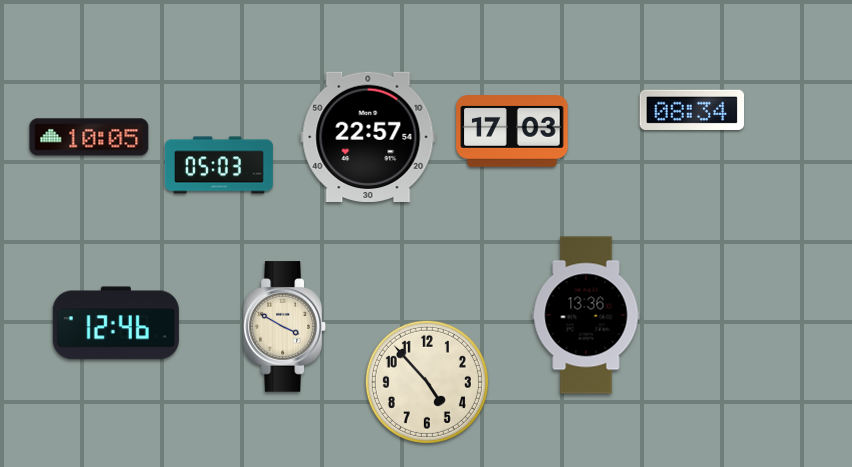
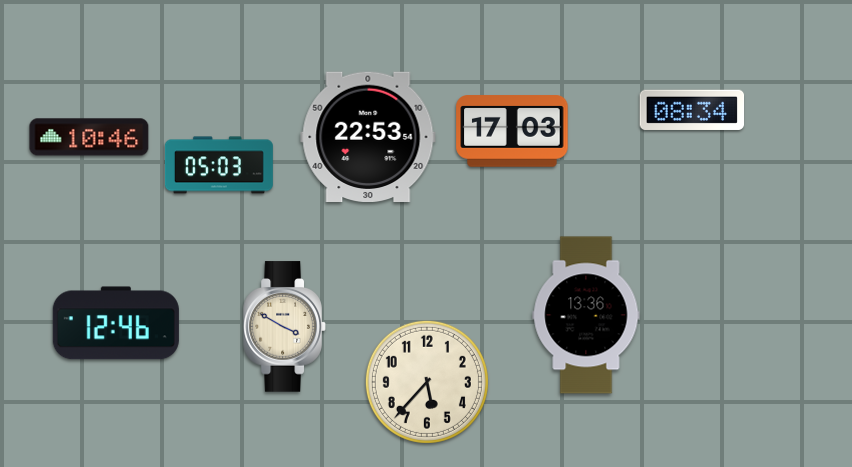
clock at (368, 136): 22:57 -> 22:53
clock at (89, 137): 10:05 -> 10:46
clock at (427, 382): 4:53 -> 5:37
